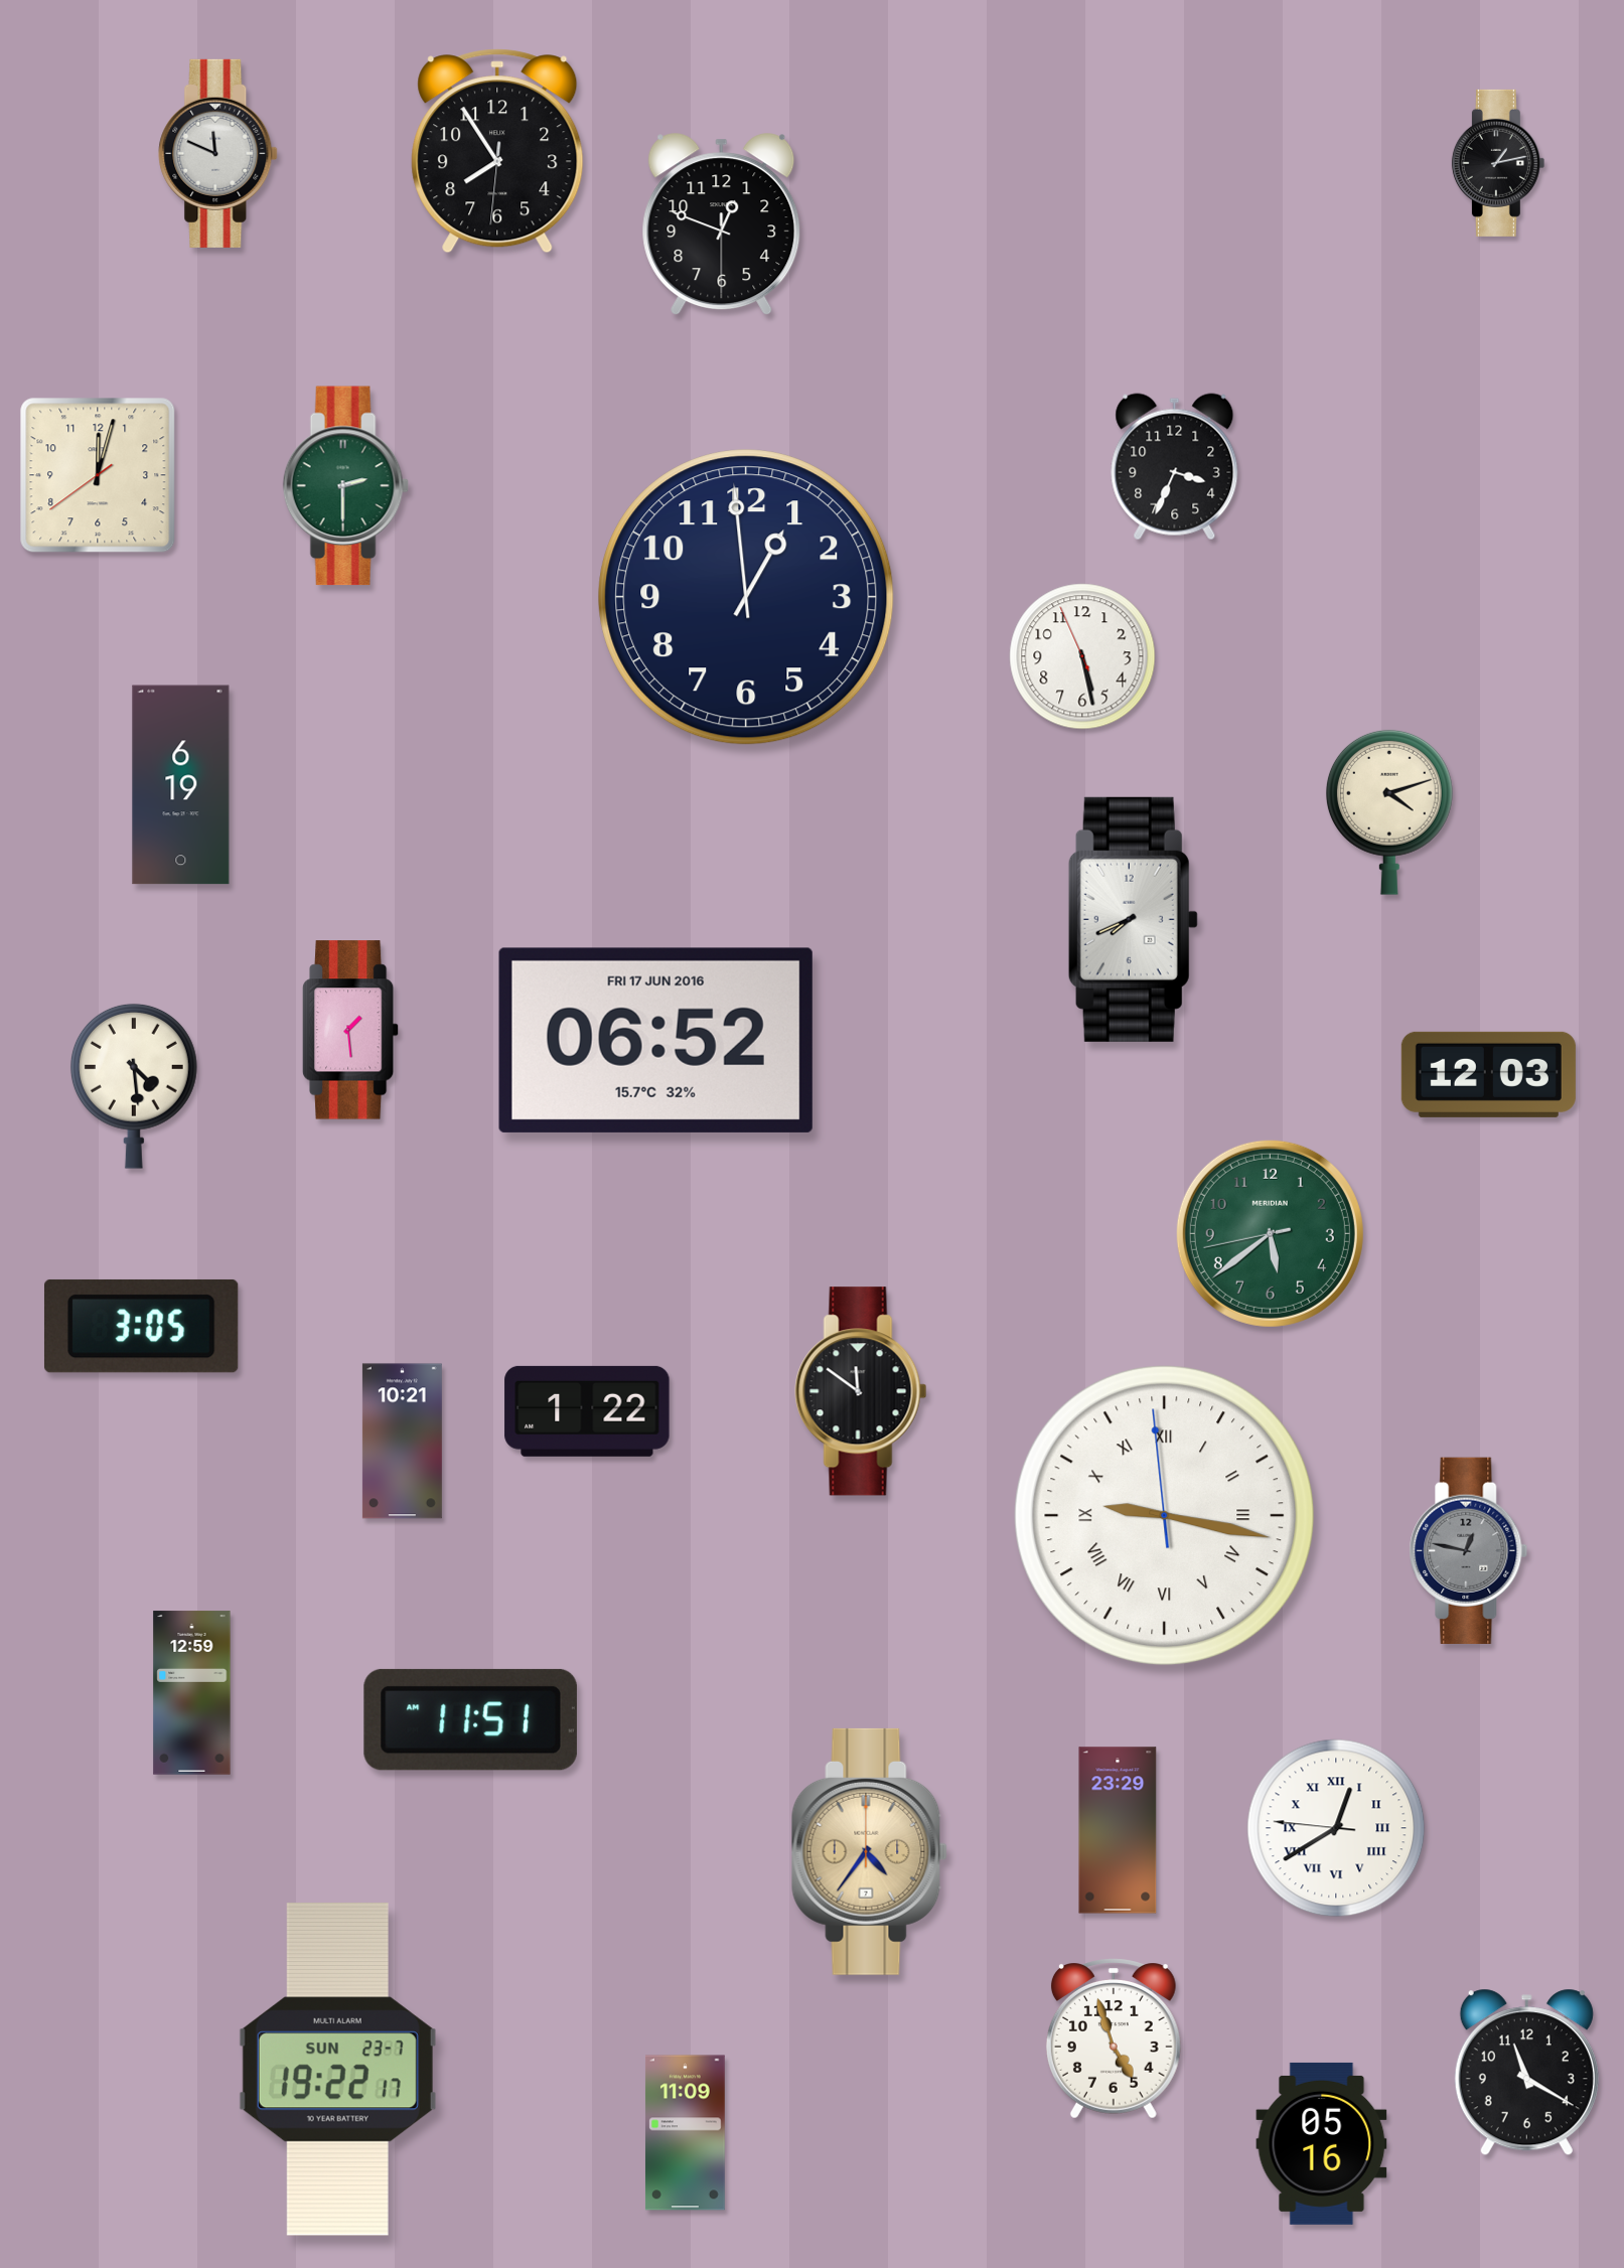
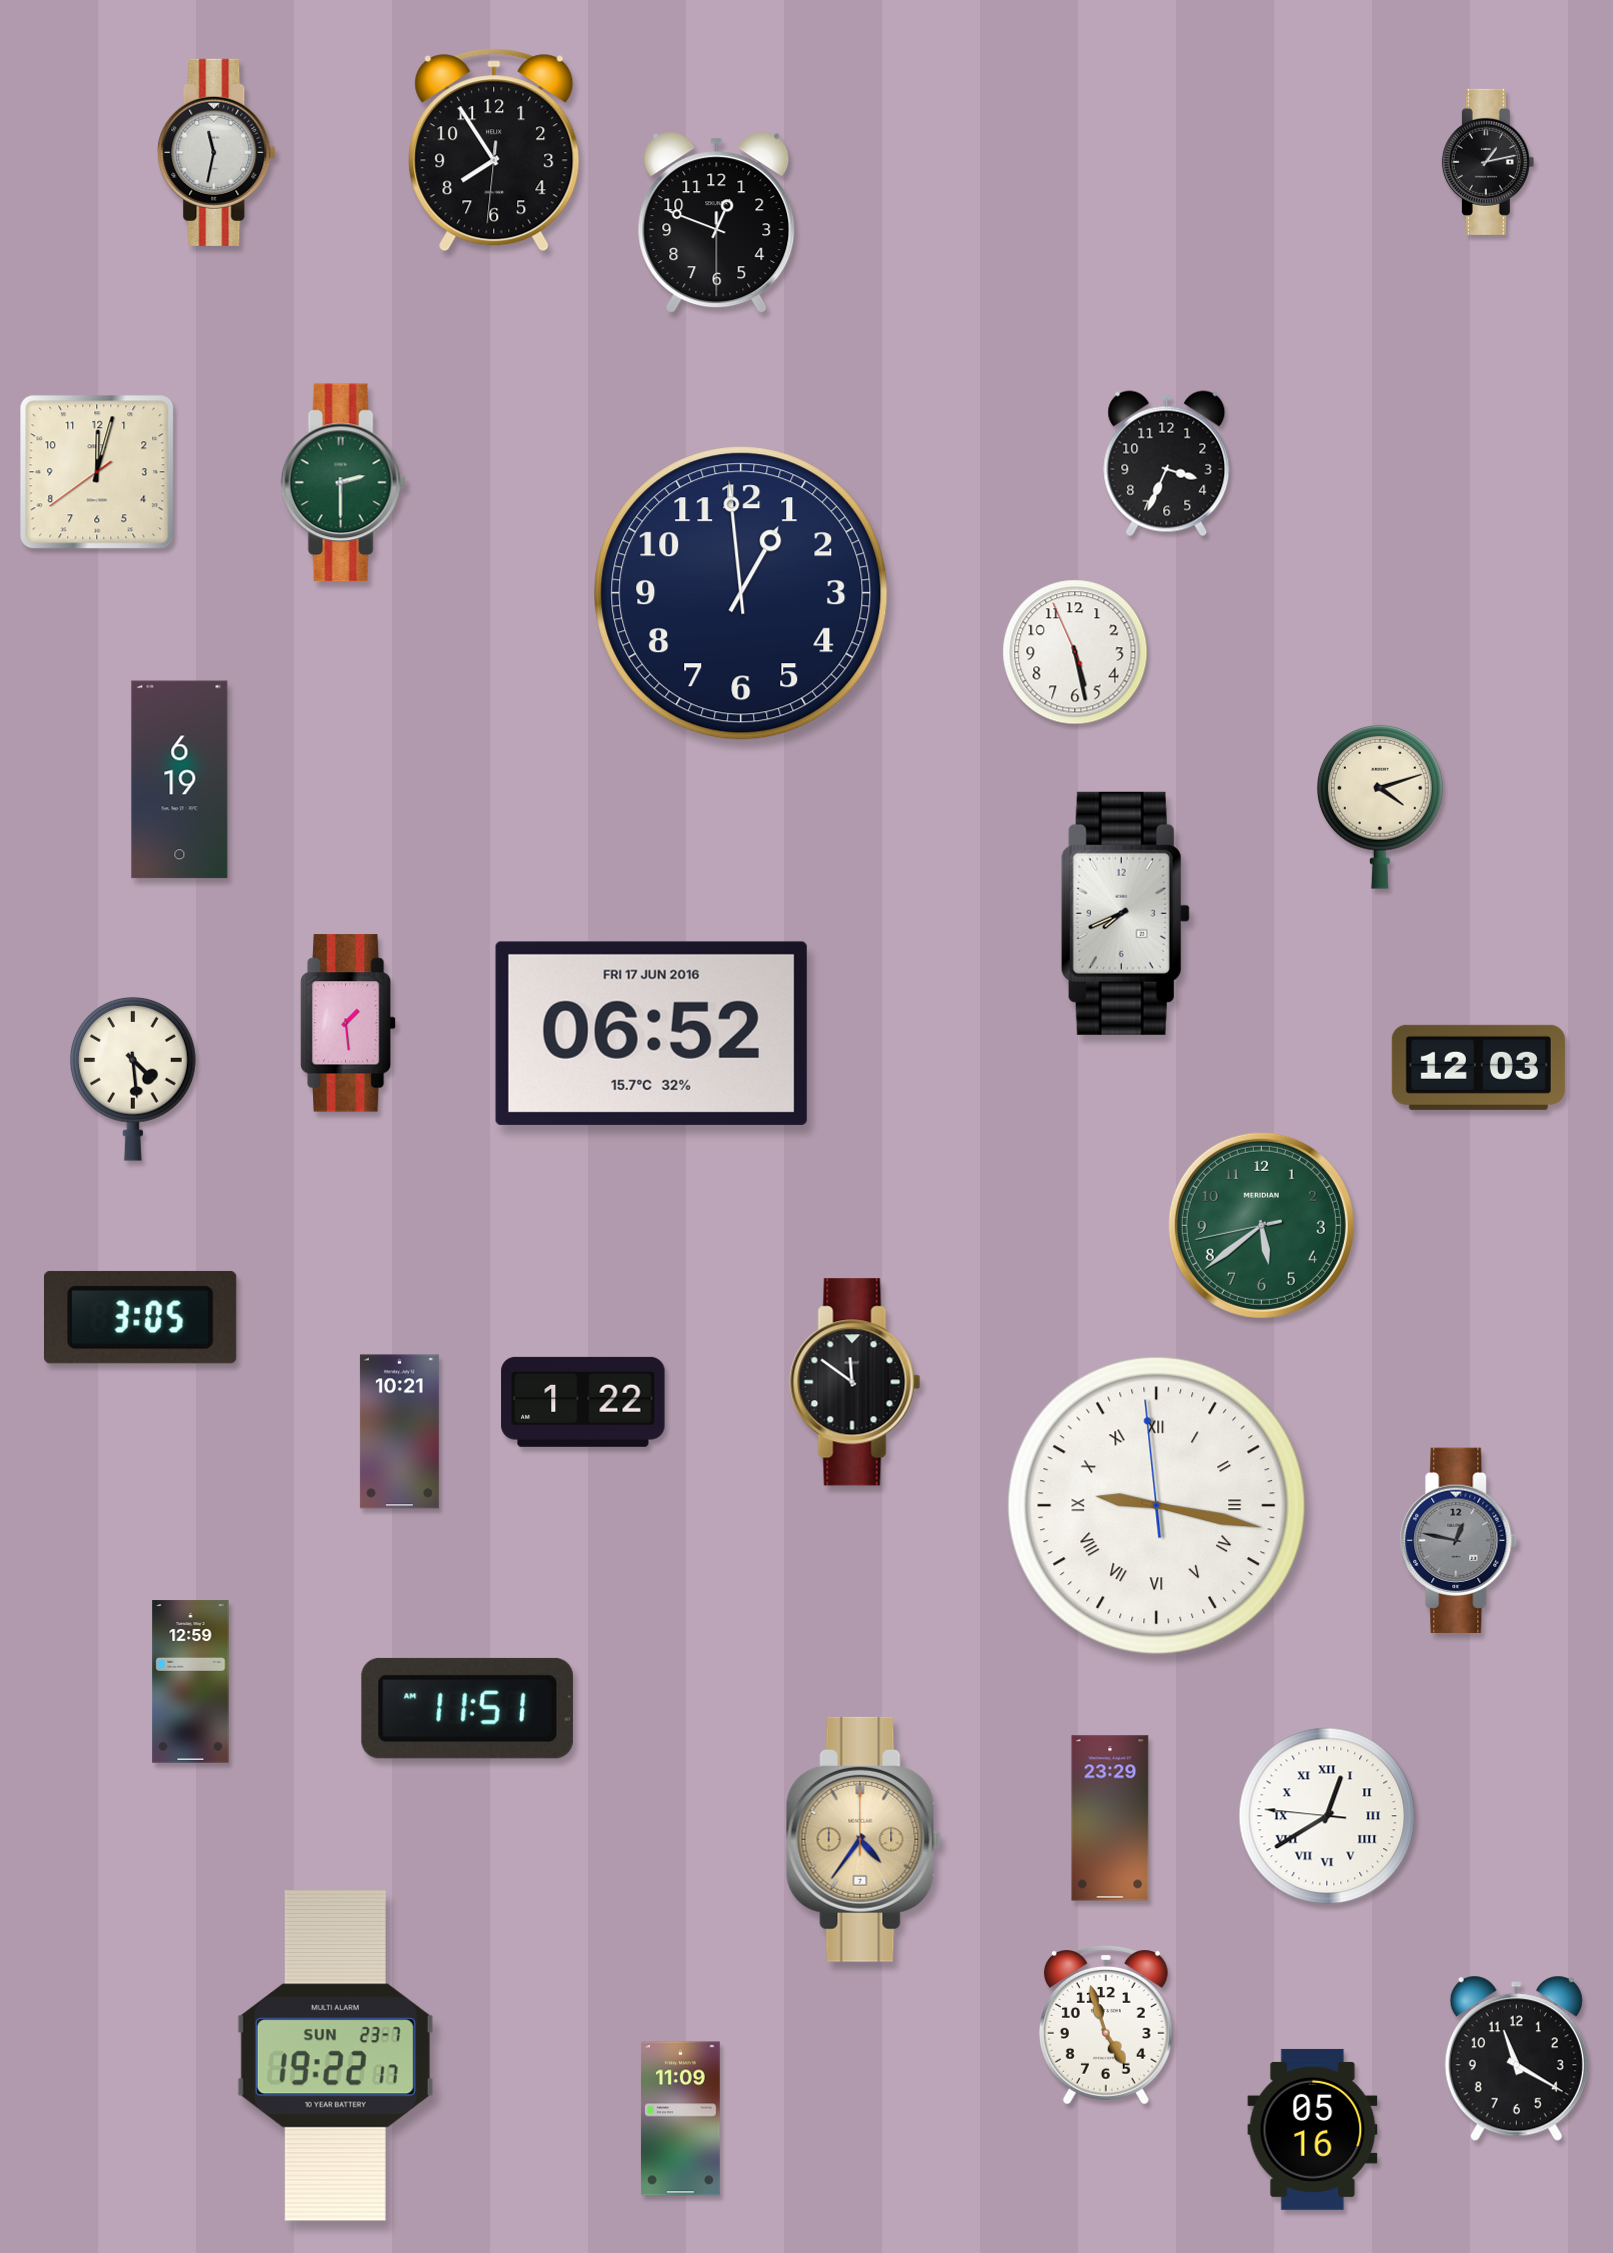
clock at (218, 153): 11:49 -> 11:32
